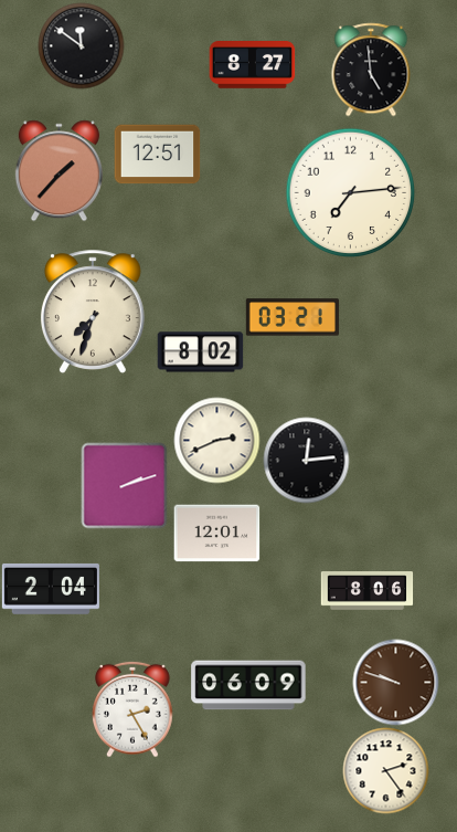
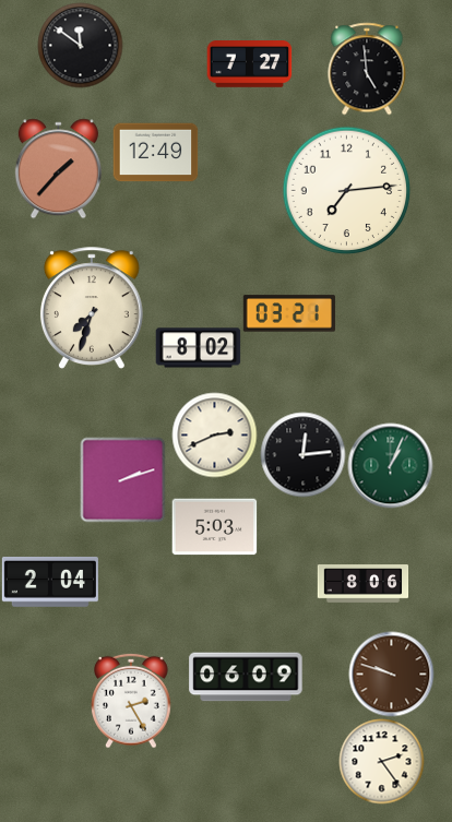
clock at (252, 65): 8:27 -> 7:27
clock at (157, 155): 12:51 -> 12:49
clock at (390, 465): none -> 1:04
clock at (216, 534): 12:01 -> 5:03
